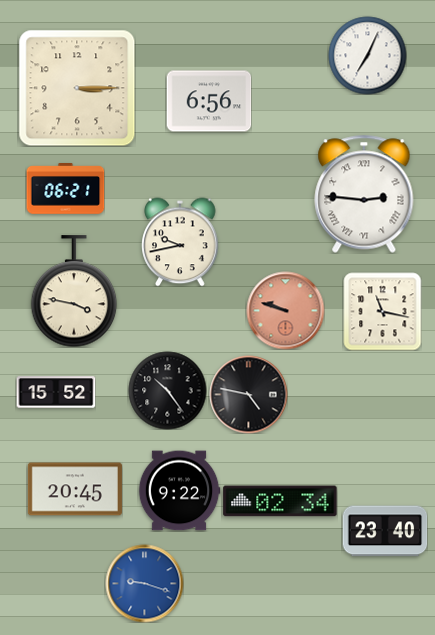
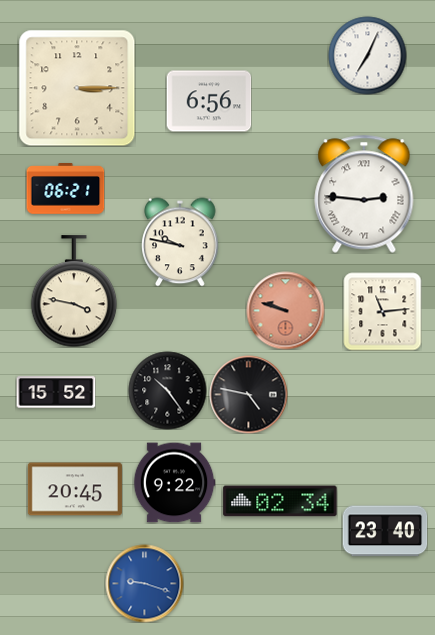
clock at (180, 242): 9:43 -> 9:47
clock at (382, 311): 11:17 -> 11:14
clock at (179, 491) position: (179, 491) -> (174, 483)
